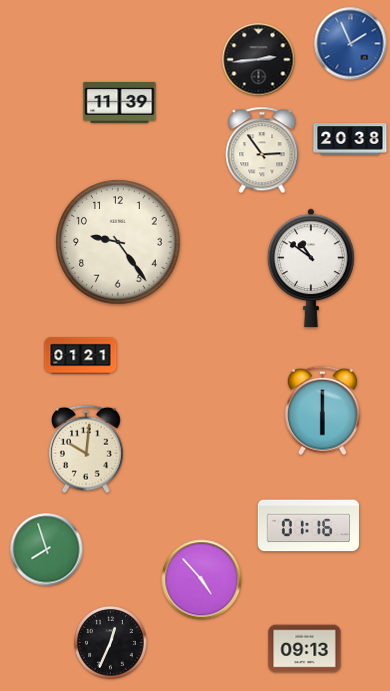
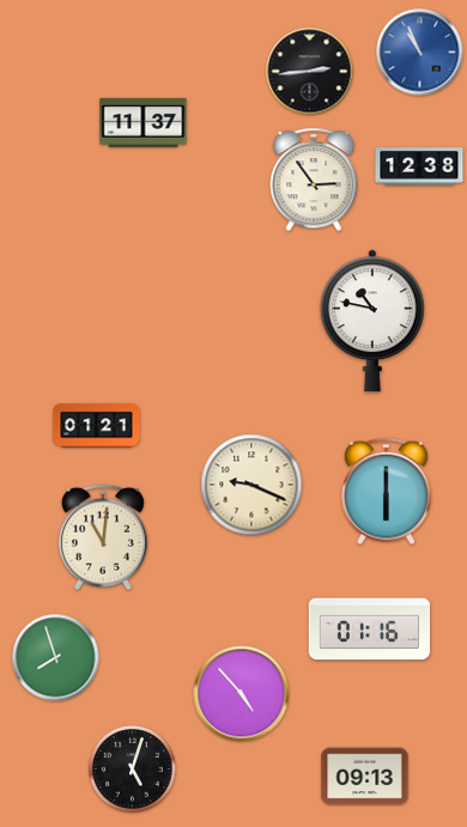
clock at (351, 44): 1:56 -> 10:56
clock at (120, 102): 11:39 -> 11:37
clock at (350, 139): 20:38 -> 12:38
clock at (118, 242): 9:24 -> none
clock at (311, 268): 10:51 -> 10:47
clock at (251, 485): none -> 9:19
clock at (87, 449): 10:01 -> 11:01
clock at (111, 643): 12:34 -> 5:03
